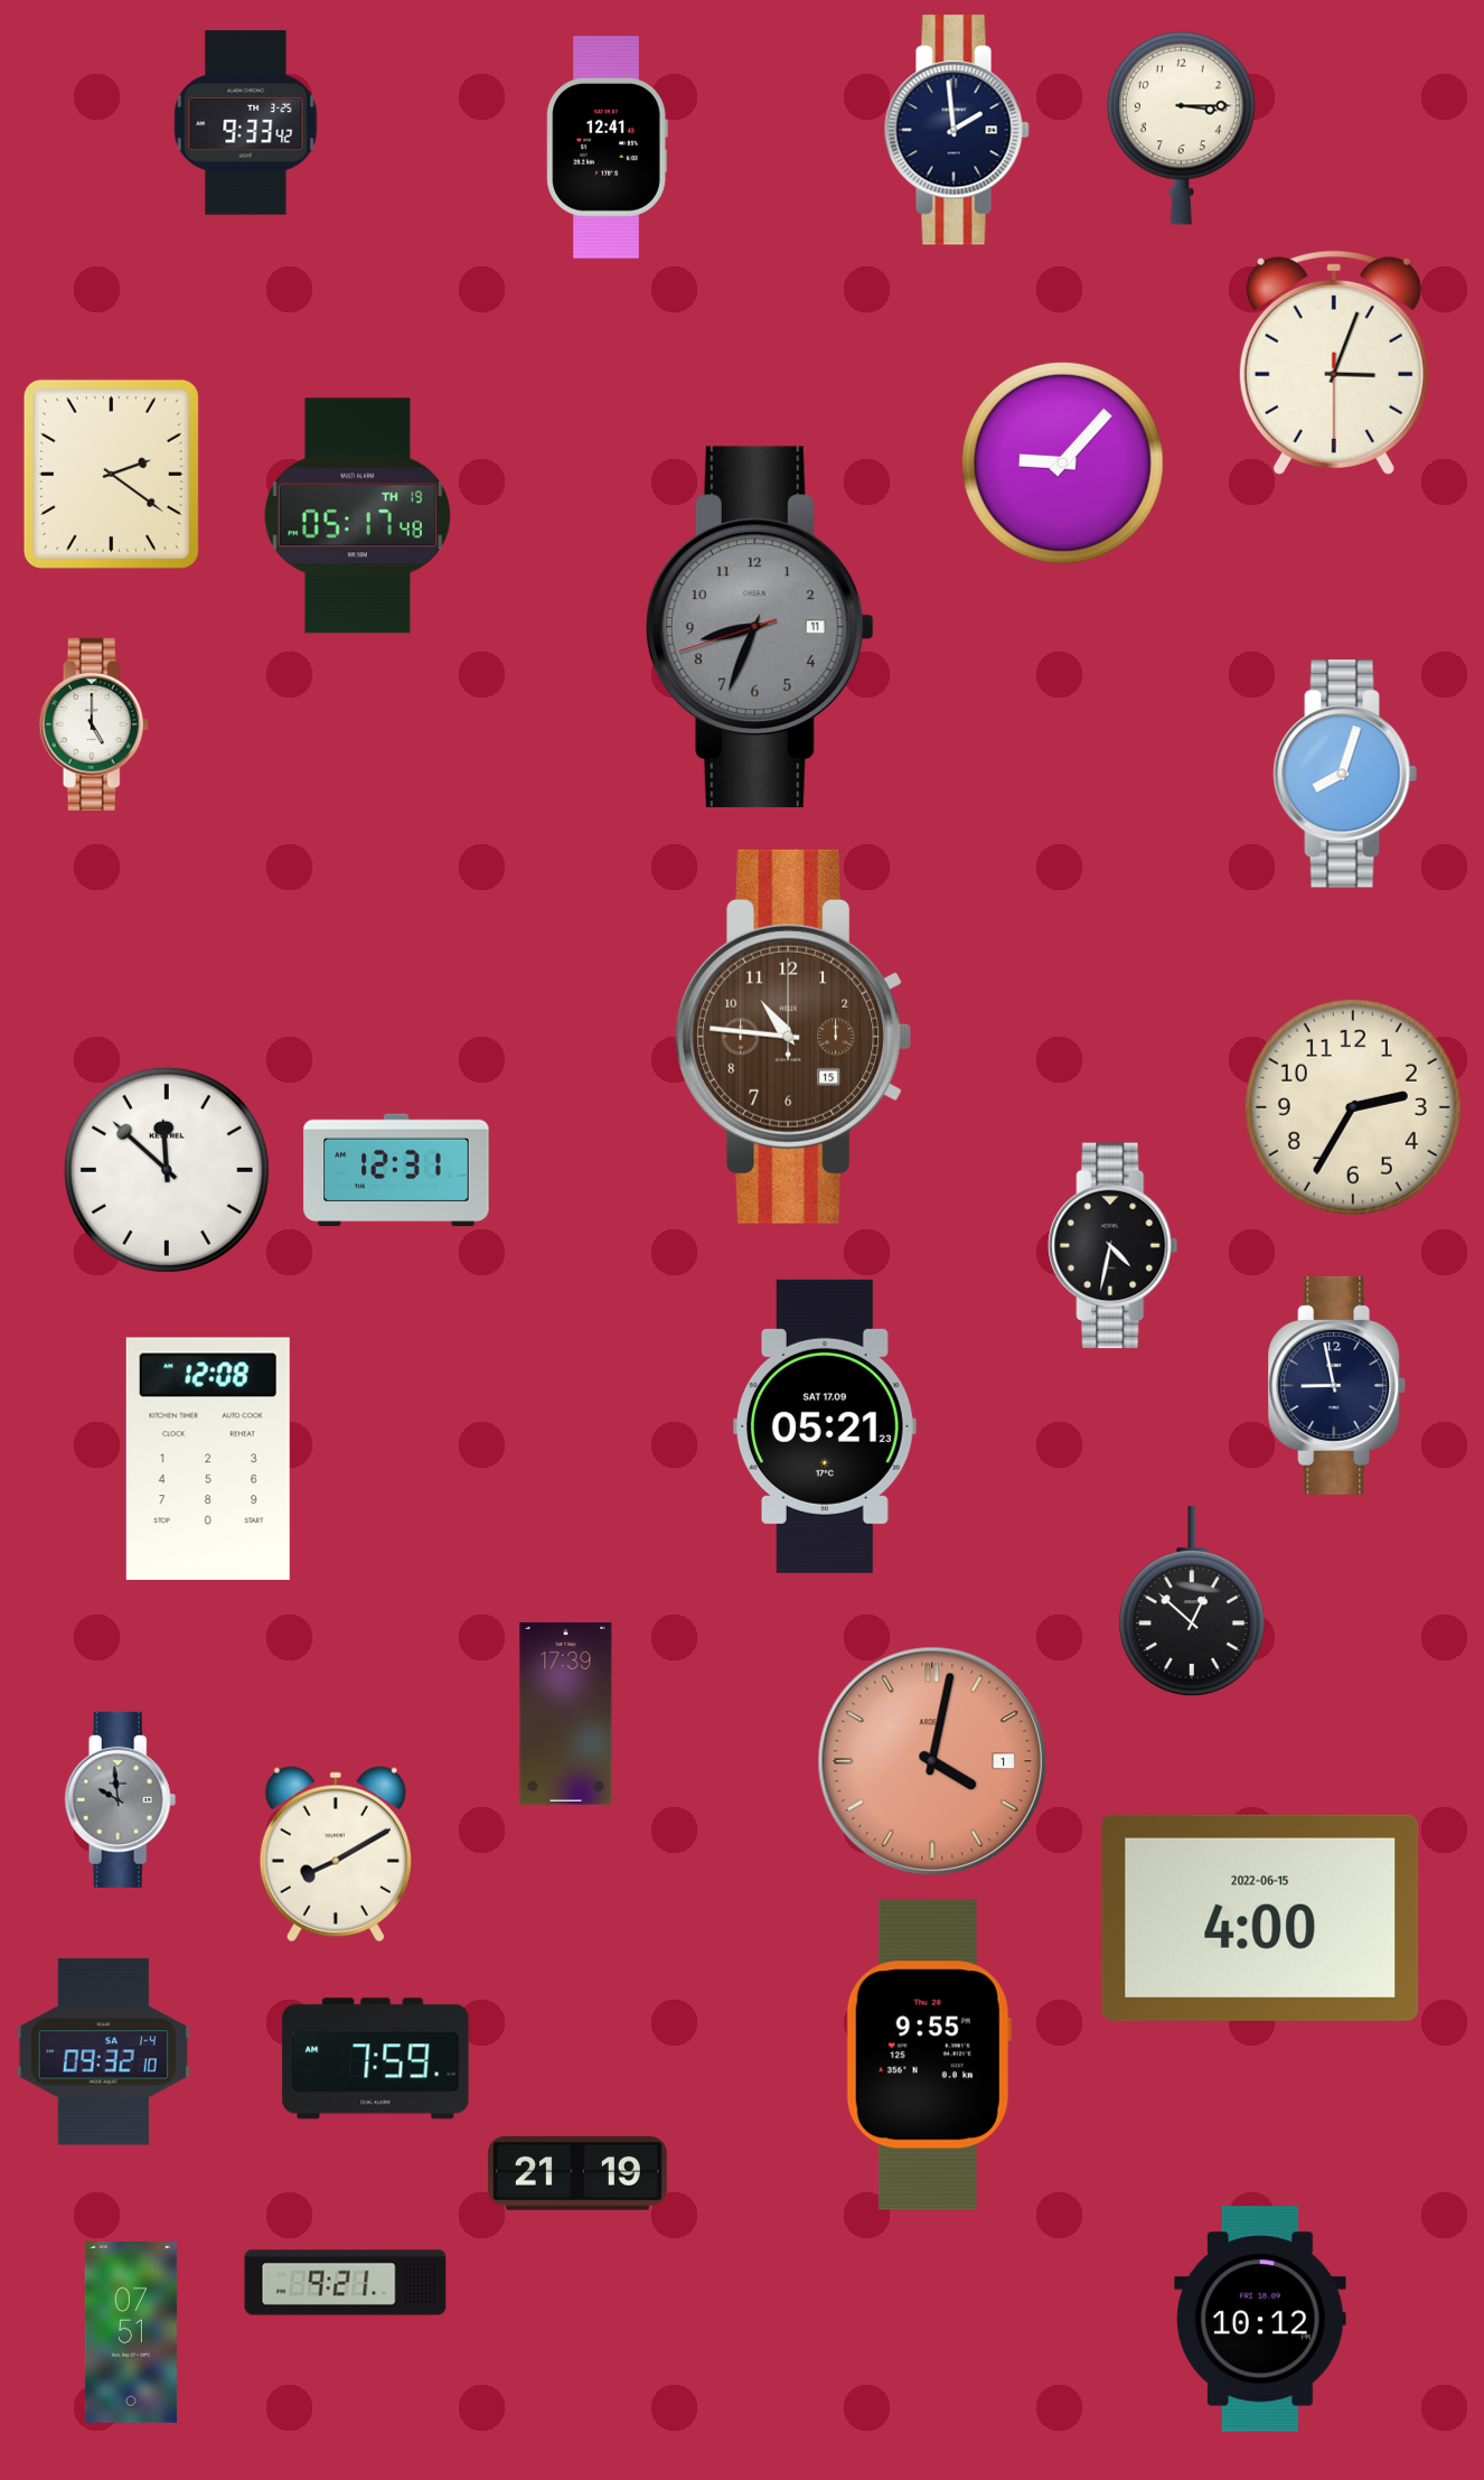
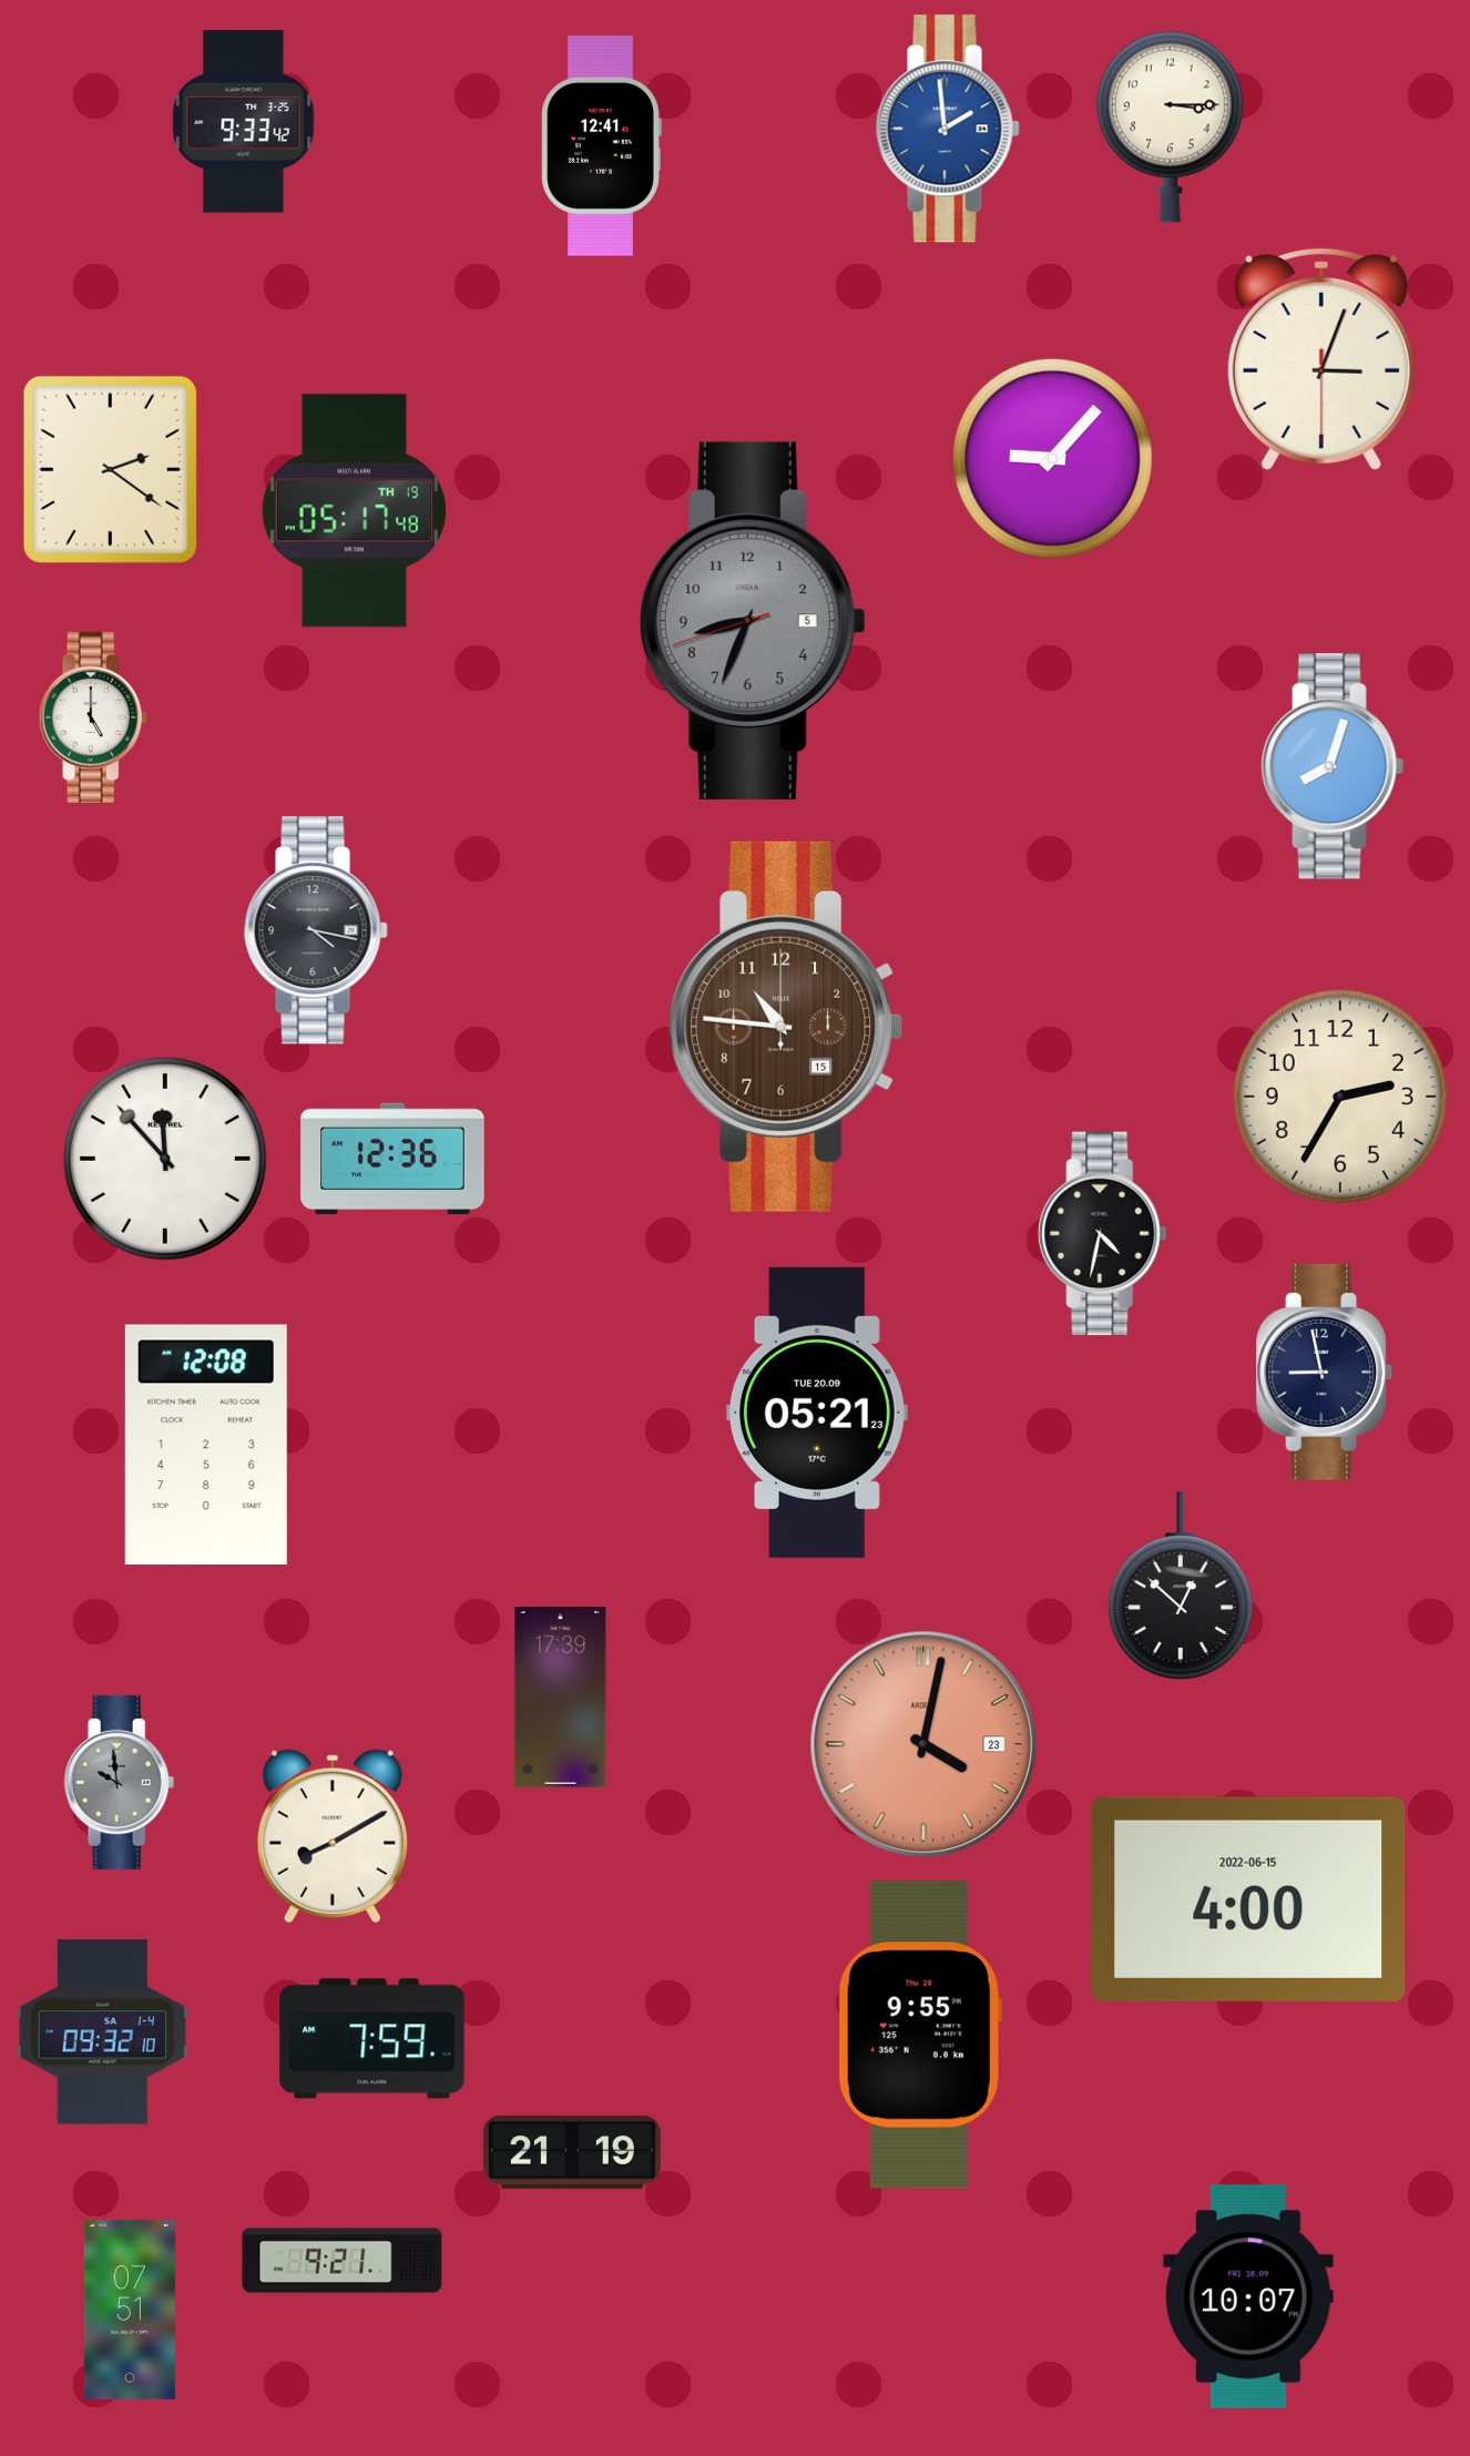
clock at (957, 130) dial: navy -> blue
clock at (760, 627) date: 11 -> 5
clock at (316, 930): none -> 4:17
clock at (167, 1170): 11:52 -> 11:53
clock at (396, 1170): 12:31 -> 12:36
clock at (825, 1426) date: SAT 17.09 -> TUE 20.09
clock at (932, 1761) date: 1 -> 23
clock at (1260, 2319): 10:12 -> 10:07
